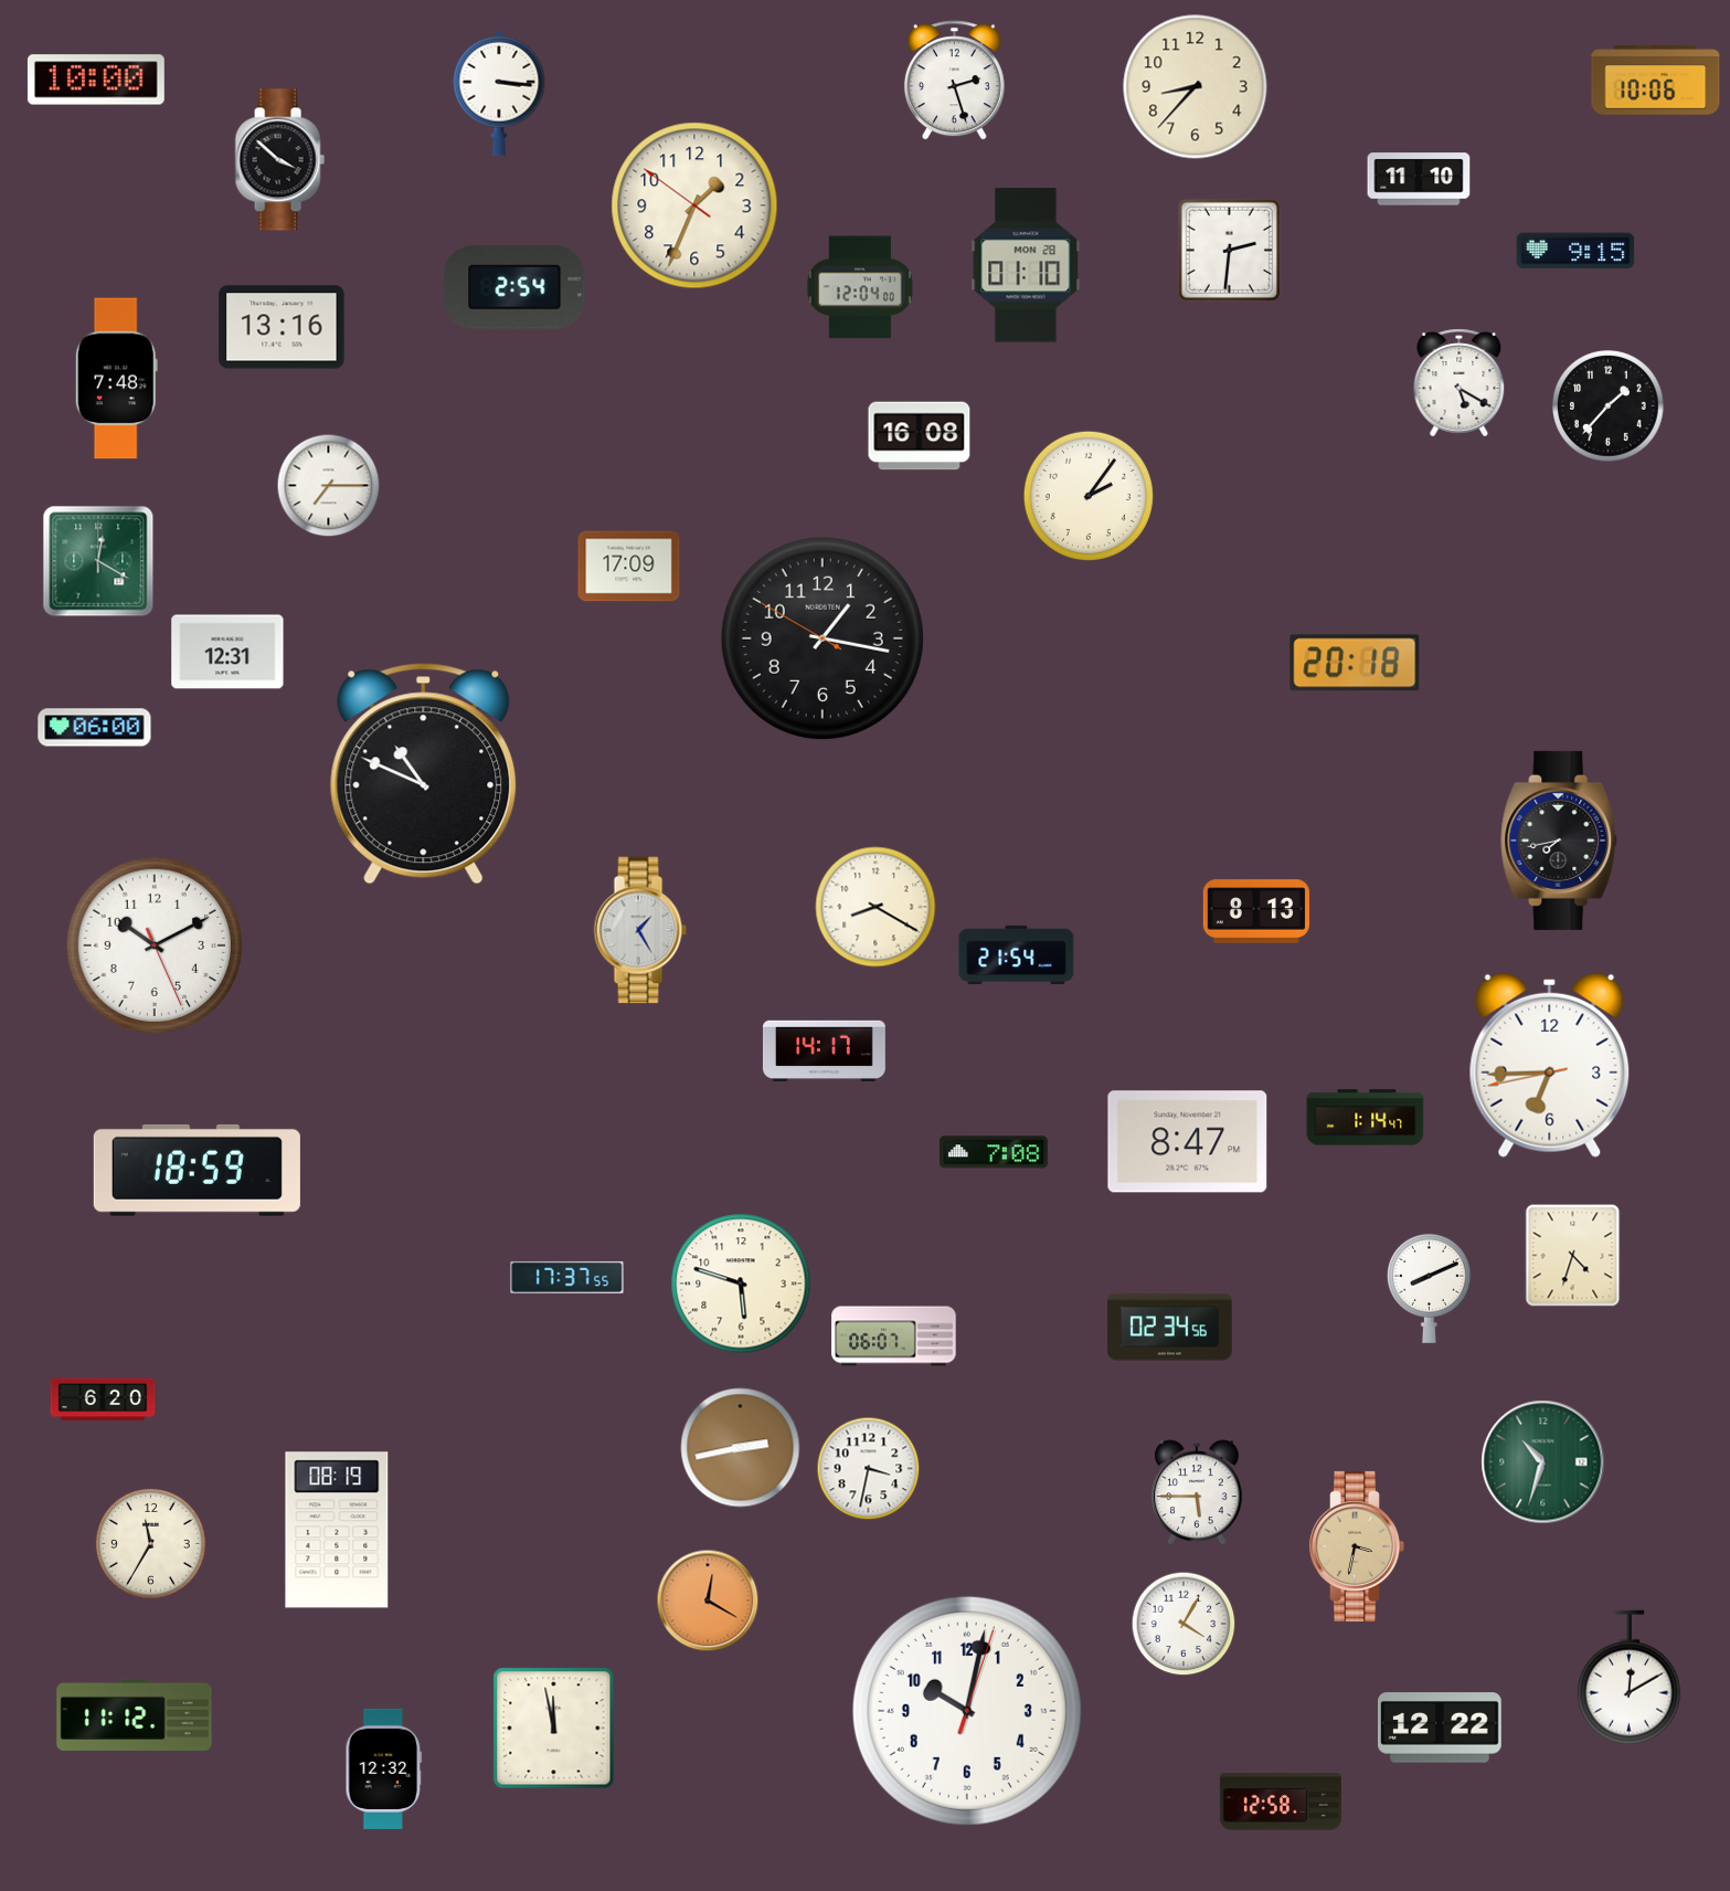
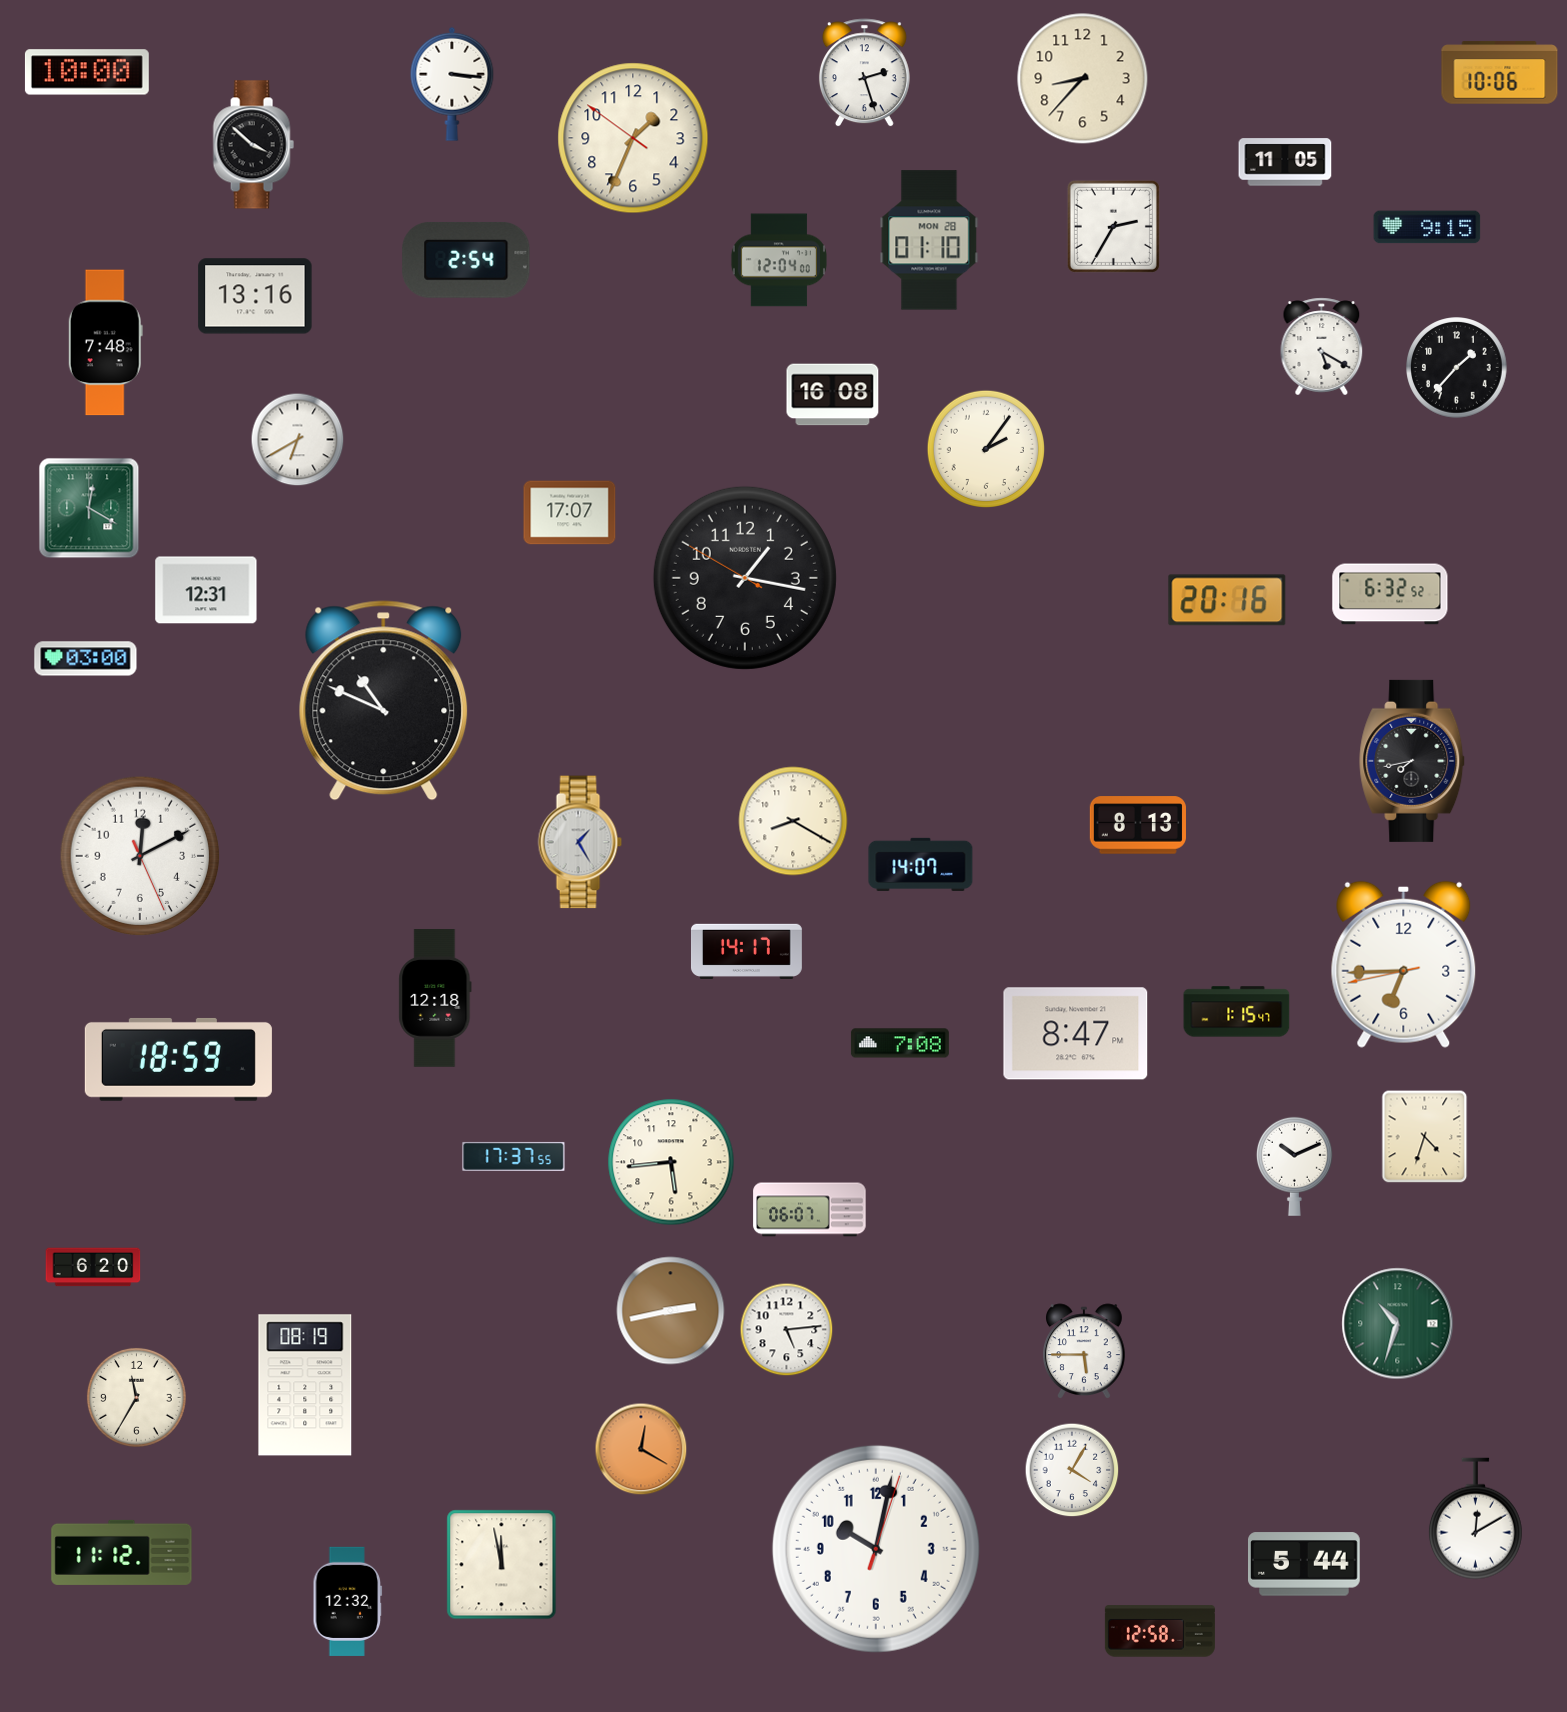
clock at (1419, 179): 11:10 -> 11:05
clock at (694, 205) position: (694, 205) -> (633, 138)
clock at (1229, 250): 2:31 -> 2:35
clock at (329, 486): 7:15 -> 6:40
clock at (629, 567): 17:09 -> 17:07
clock at (1390, 594): none -> 6:32
clock at (1355, 663): 20:18 -> 20:16
clock at (95, 728): 06:00 -> 03:00
clock at (155, 945): 10:10 -> 12:10
clock at (1017, 954): 21:54 -> 14:07
clock at (435, 998): none -> 12:18
clock at (1366, 1118): 1:14 -> 1:15
clock at (741, 1283): 5:48 -> 5:44
clock at (1429, 1288): 8:11 -> 10:11
clock at (1170, 1328): 02:34 -> none
clock at (869, 1469): 3:32 -> 5:14
clock at (1357, 1546): 3:32 -> none
clock at (1441, 1728): 12:22 -> 5:44
